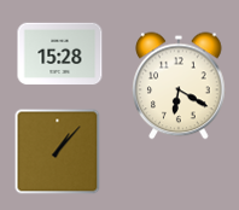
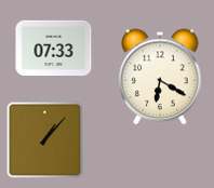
clock at (60, 54): 15:28 -> 07:33
clock at (58, 152) position: (58, 152) -> (45, 140)
